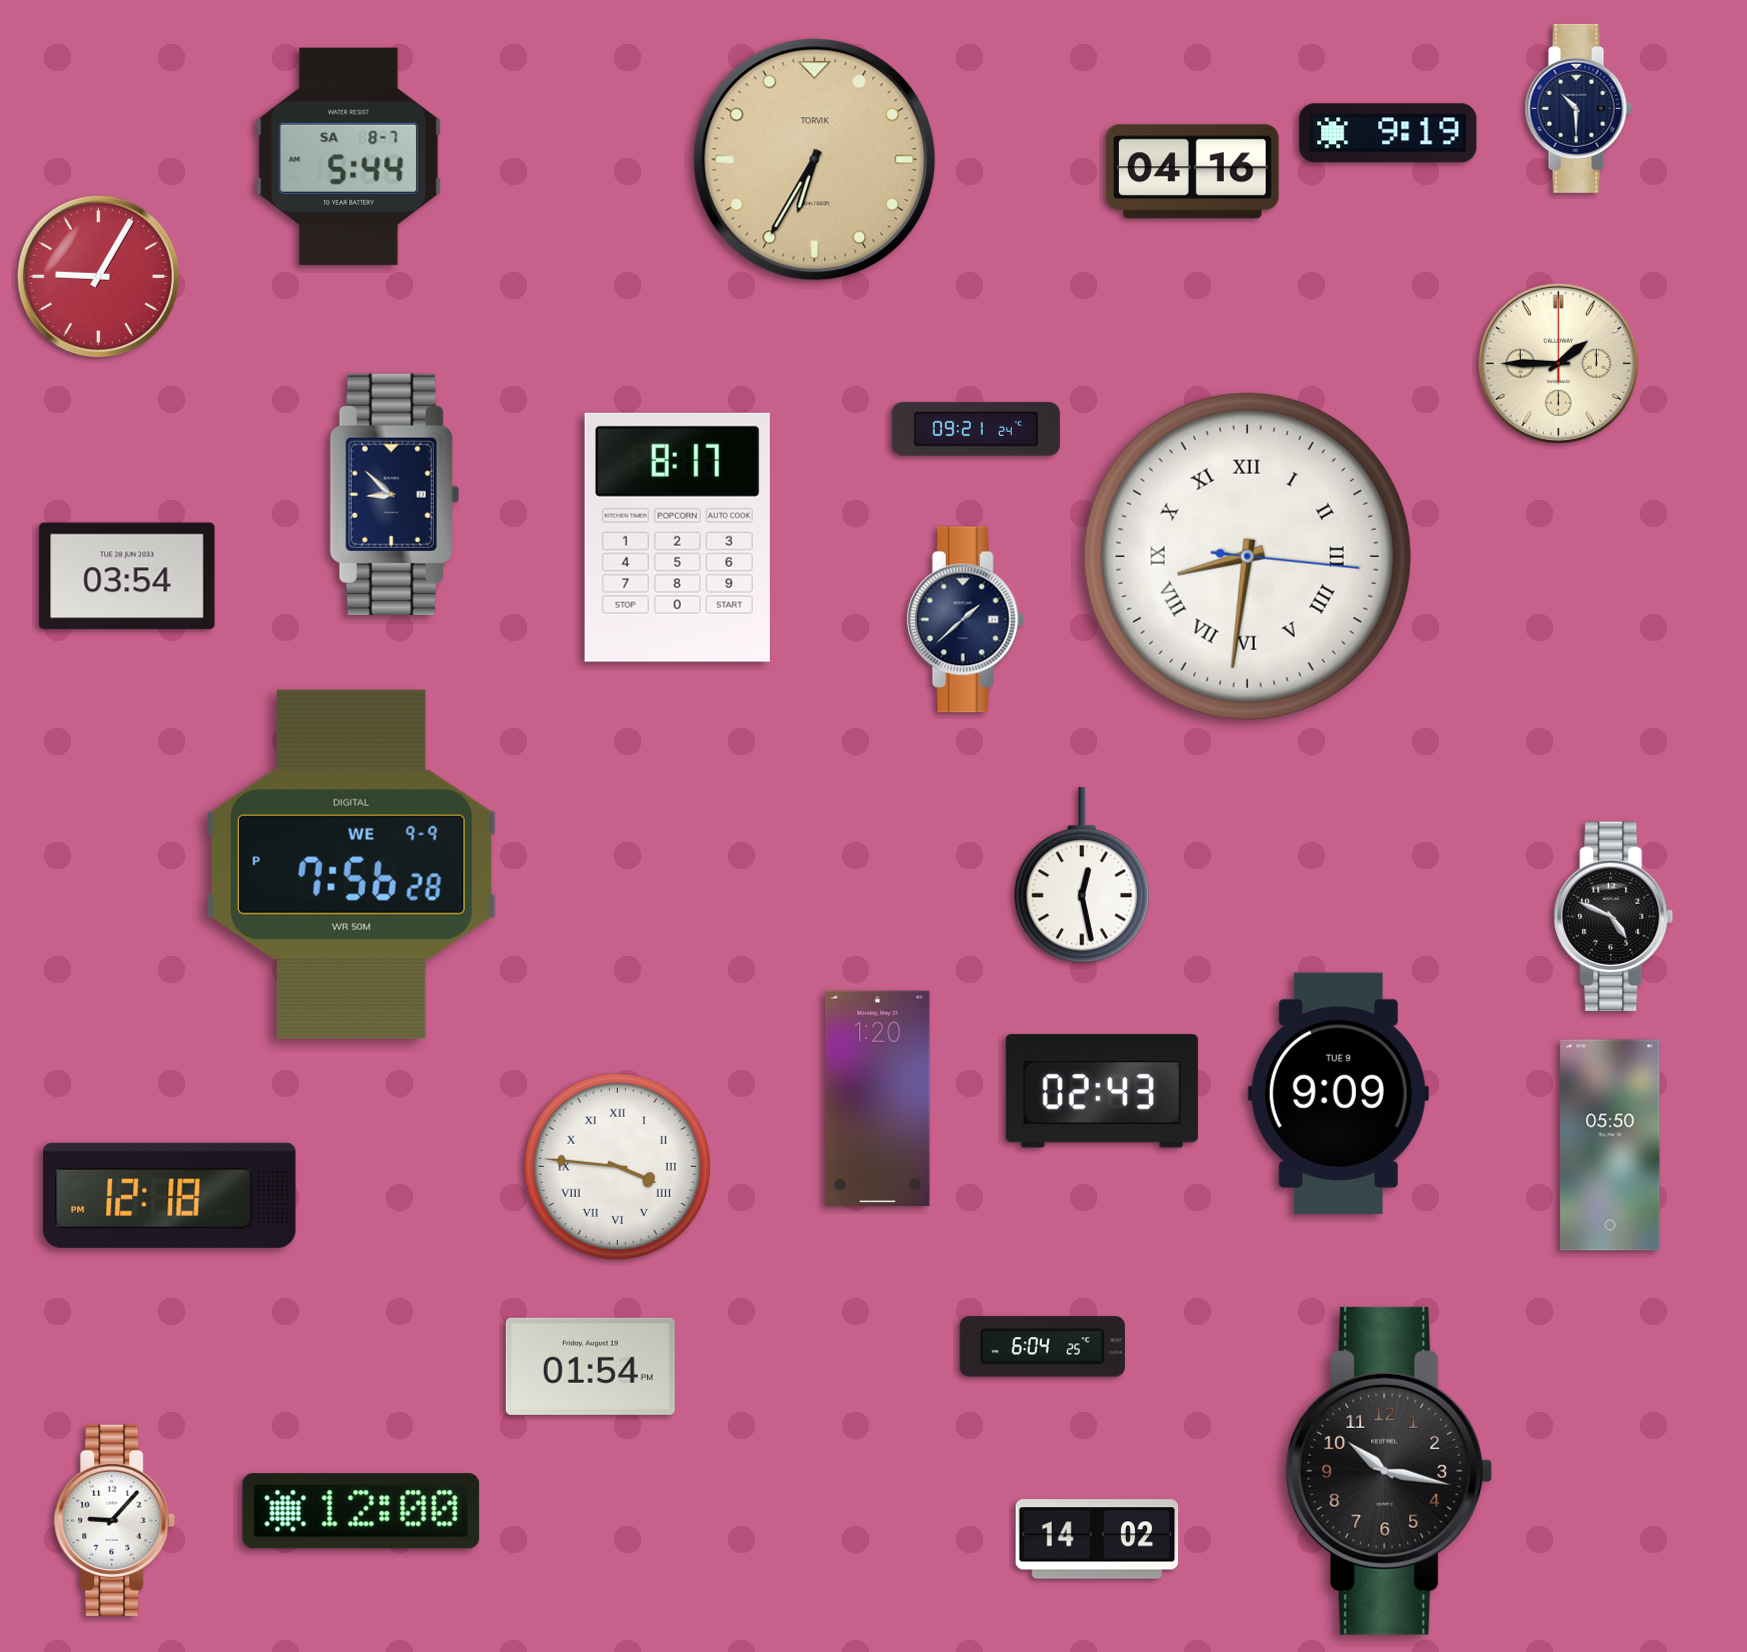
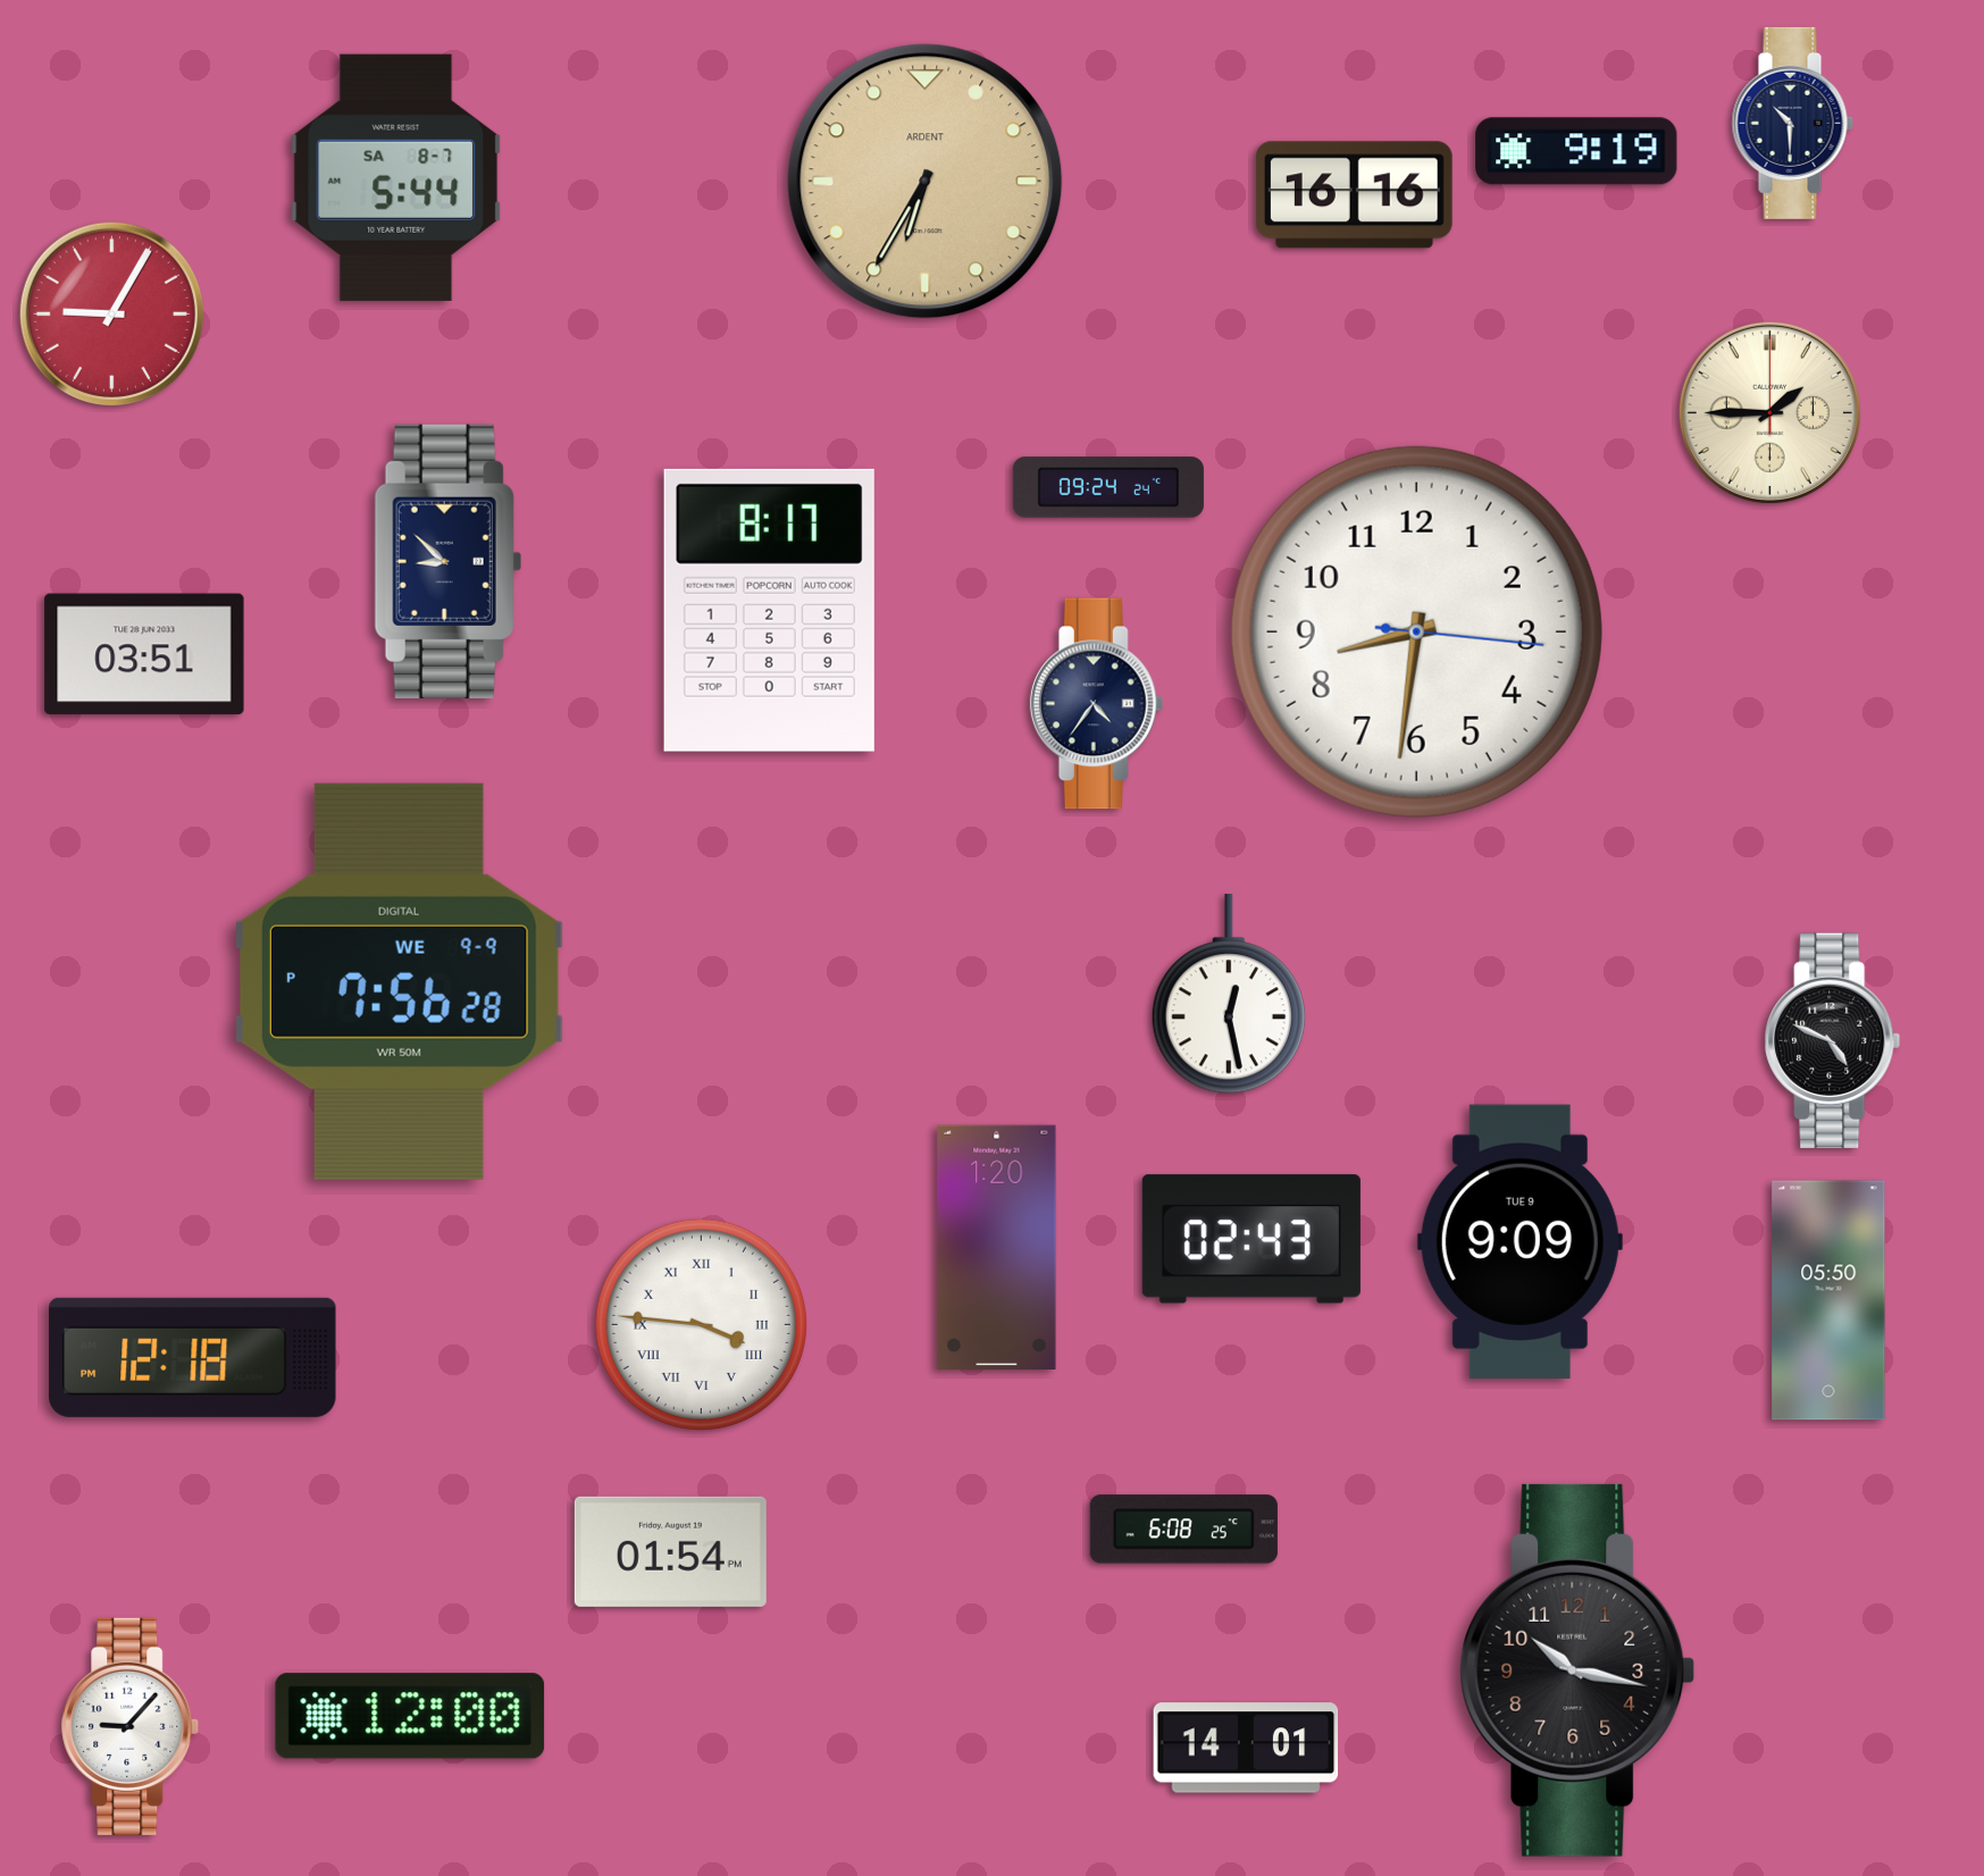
clock at (815, 160) brand: TORVIK -> ARDENT
clock at (1192, 172): 04:16 -> 16:16
clock at (976, 429): 09:21 -> 09:24
clock at (1247, 556) numerals: Roman -> Arabic
clock at (127, 576): 03:54 -> 03:51
clock at (966, 620): 1:38 -> 4:36
clock at (1042, 1347): 6:04 -> 6:08
clock at (1097, 1539): 14:02 -> 14:01
